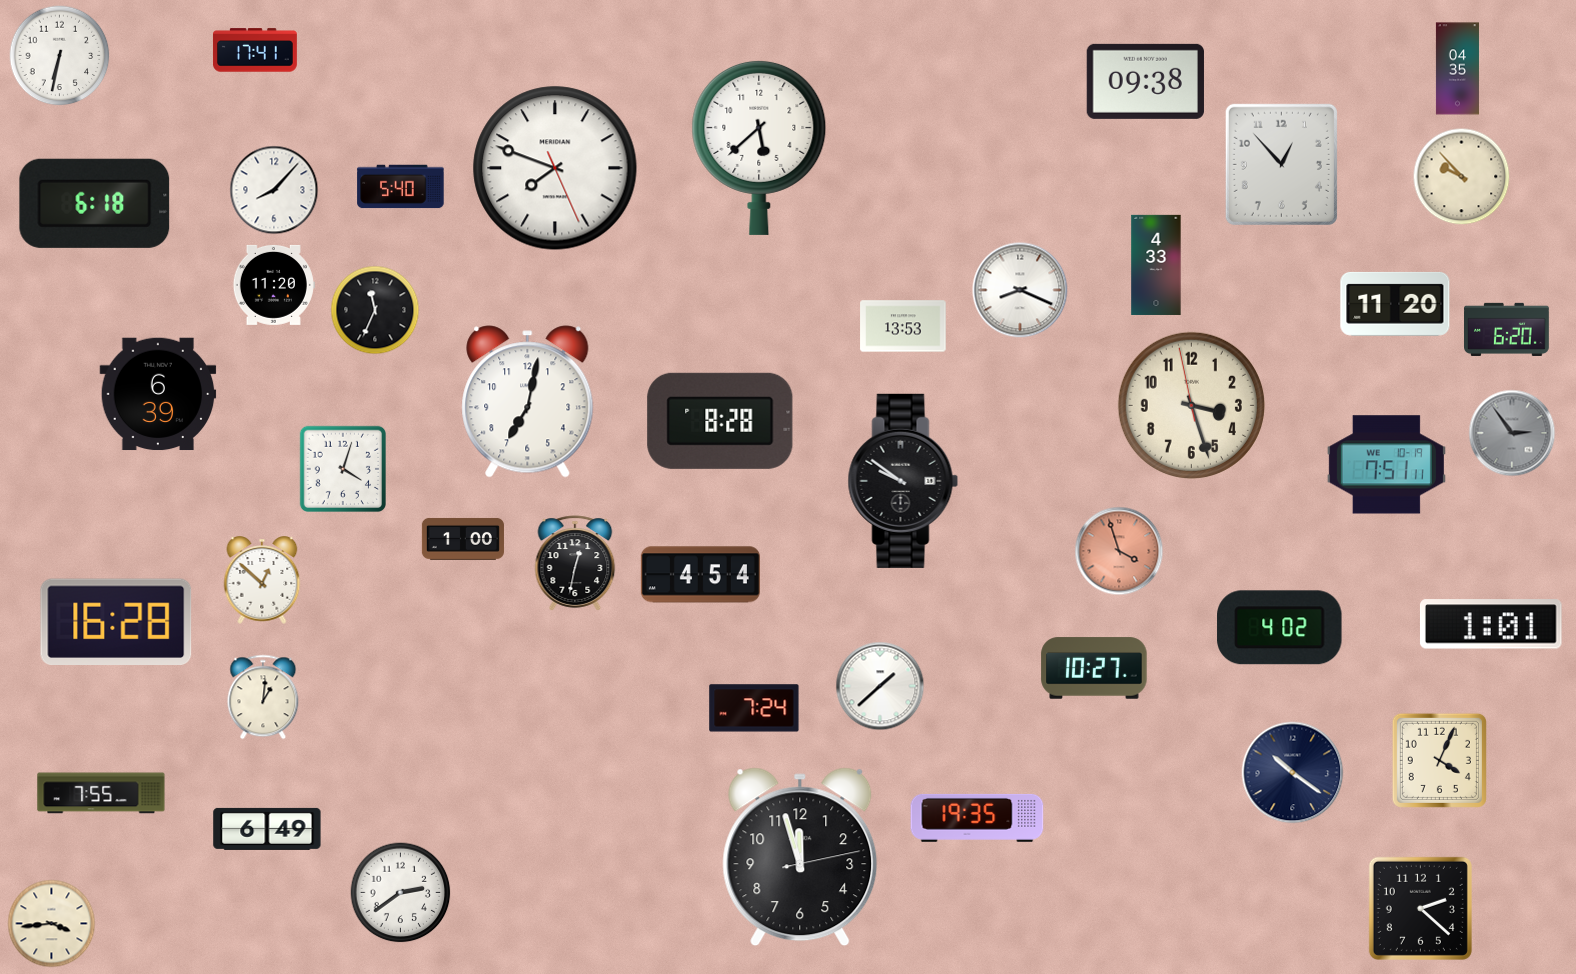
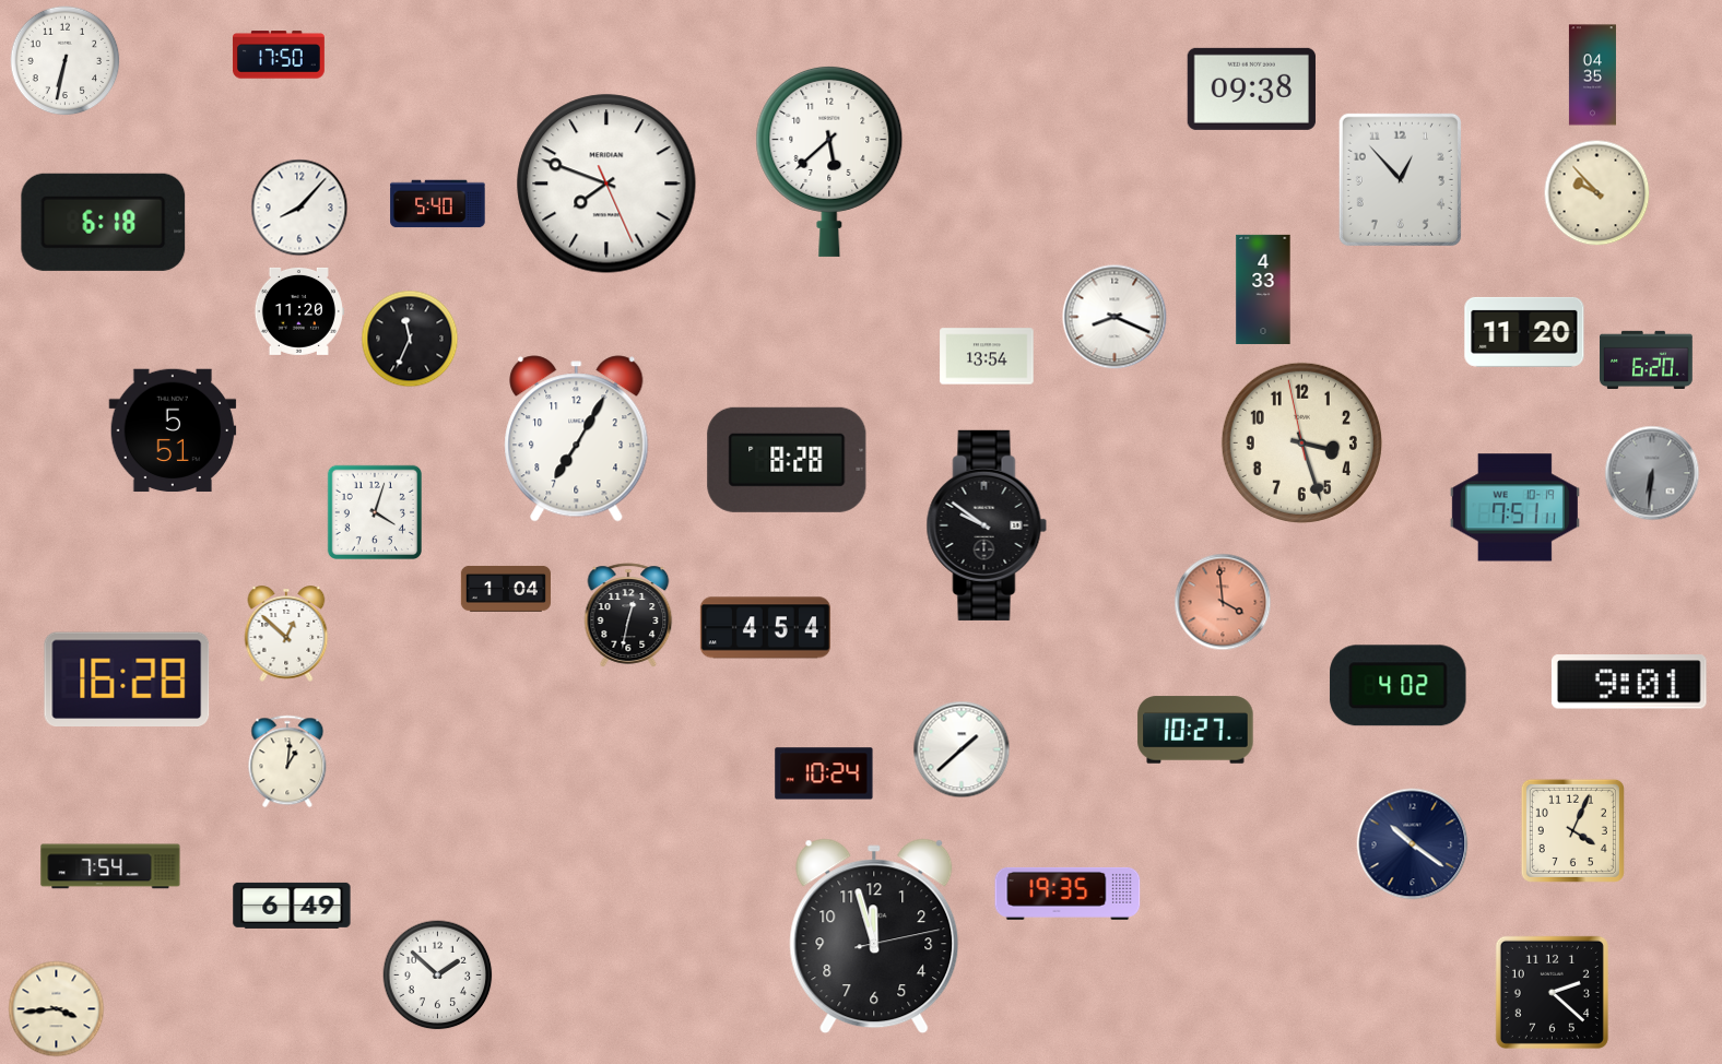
clock at (255, 50): 17:41 -> 17:50
clock at (903, 326): 13:53 -> 13:54
clock at (158, 394): 6:39 -> 5:51
clock at (528, 402): 7:02 -> 7:05
clock at (1512, 433): 2:54 -> 6:31
clock at (463, 539): 1:00 -> 1:04
clock at (1119, 551): 3:57 -> 3:59
clock at (1491, 624): 1:01 -> 9:01
clock at (754, 708): 7:24 -> 10:24
clock at (101, 793): 7:55 -> 7:54
clock at (401, 893): 2:39 -> 1:52
